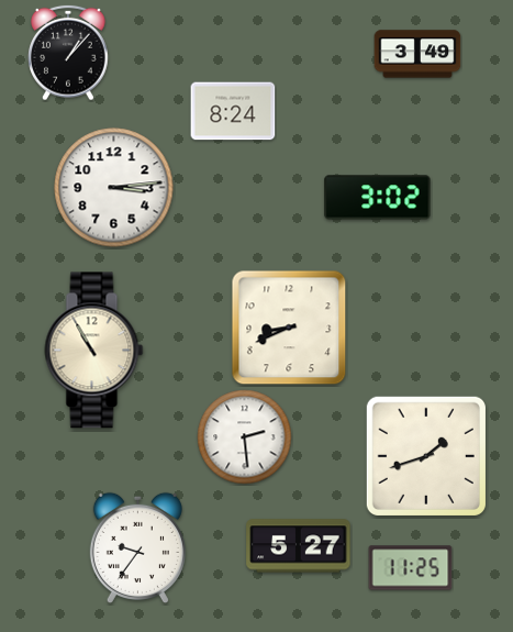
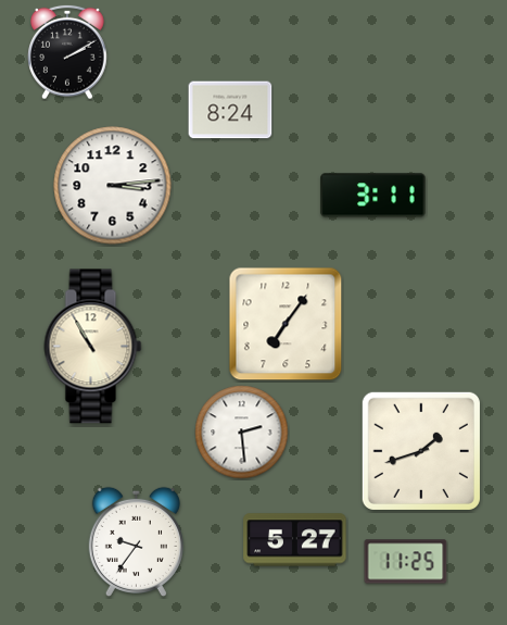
clock at (68, 53): 1:07 -> 2:10
clock at (417, 54): 3:49 -> none
clock at (378, 198): 3:02 -> 3:11
clock at (289, 328): 8:41 -> 7:06
